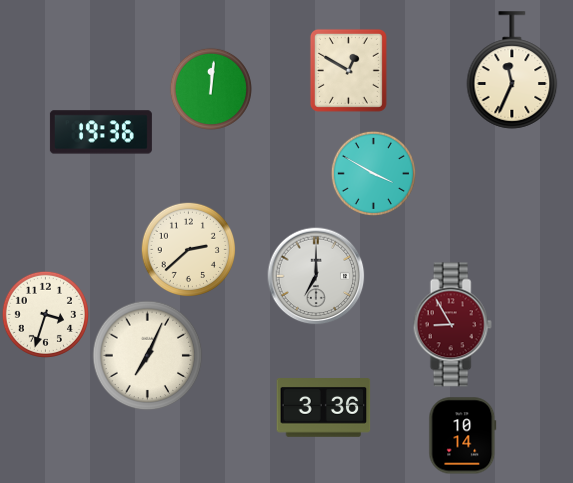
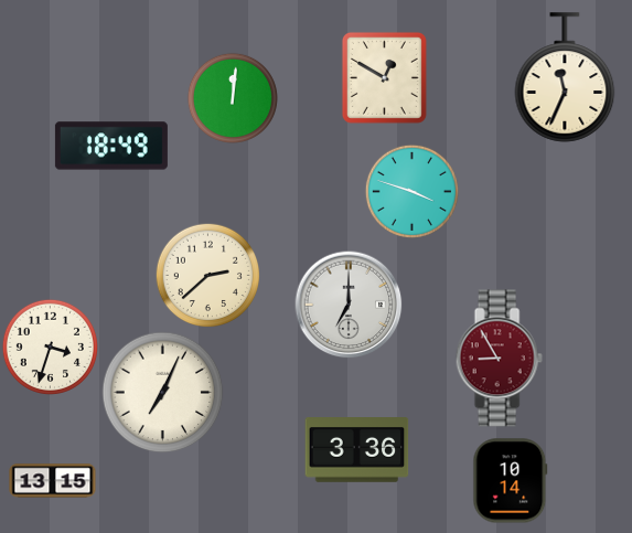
clock at (101, 132): 19:36 -> 18:49
clock at (373, 173): 3:50 -> 3:48
clock at (53, 481): none -> 13:15
